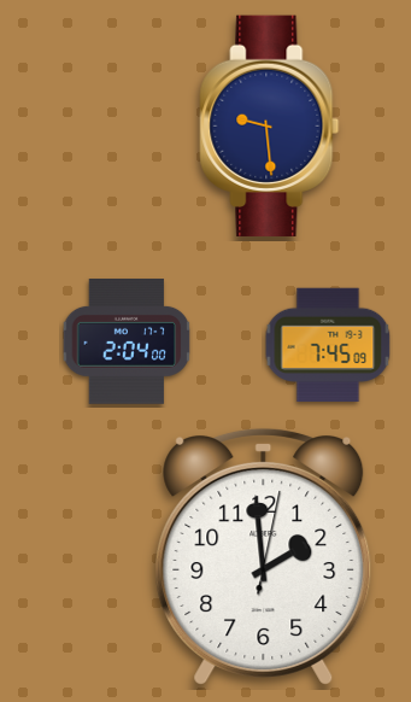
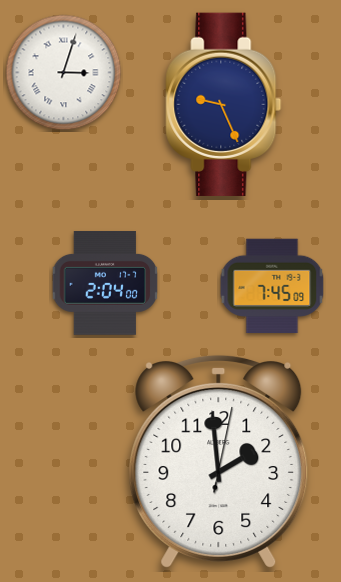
clock at (64, 73): none -> 3:03
clock at (270, 125): 9:29 -> 9:26
